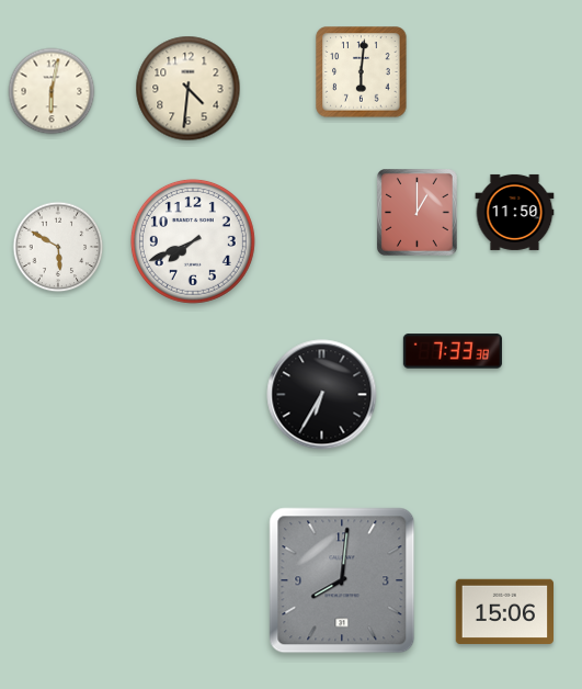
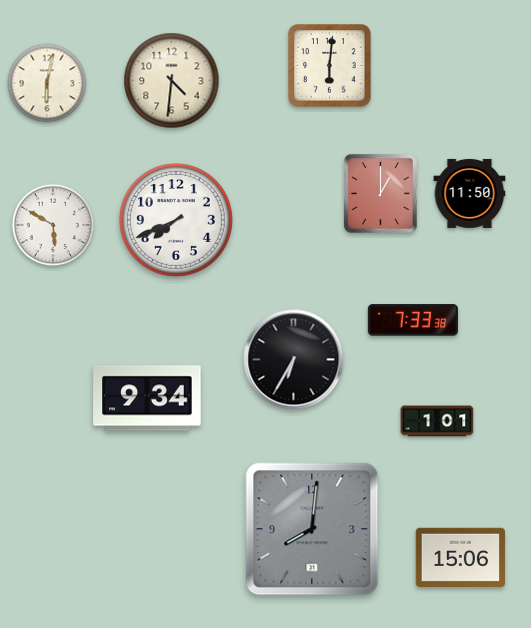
clock at (147, 398): none -> 9:34
clock at (437, 421): none -> 1:01
